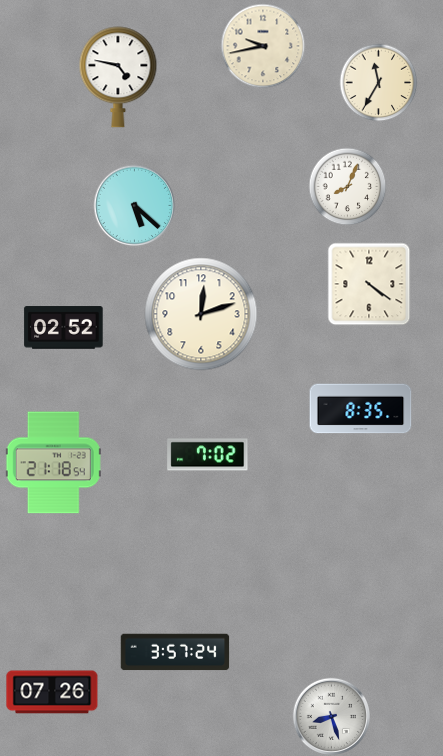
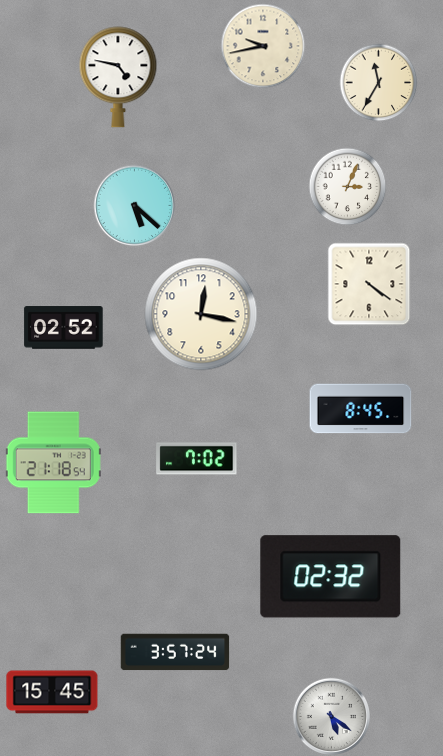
clock at (347, 186): 8:04 -> 3:04
clock at (201, 314): 12:12 -> 12:17
clock at (361, 409): 8:35 -> 8:45
clock at (208, 455) position: (208, 455) -> (197, 459)
clock at (331, 577): none -> 02:32
clock at (52, 692): 07:26 -> 15:45
clock at (331, 716): 8:27 -> 5:21
